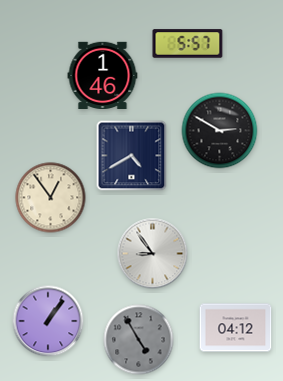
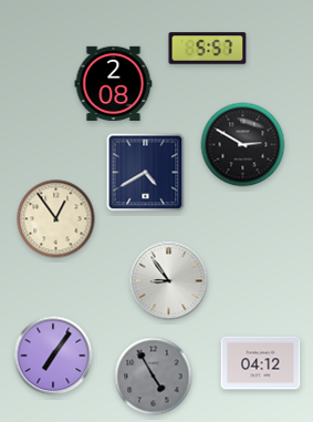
clock at (103, 75): 1:46 -> 2:08
clock at (48, 321): 1:06 -> 7:06
